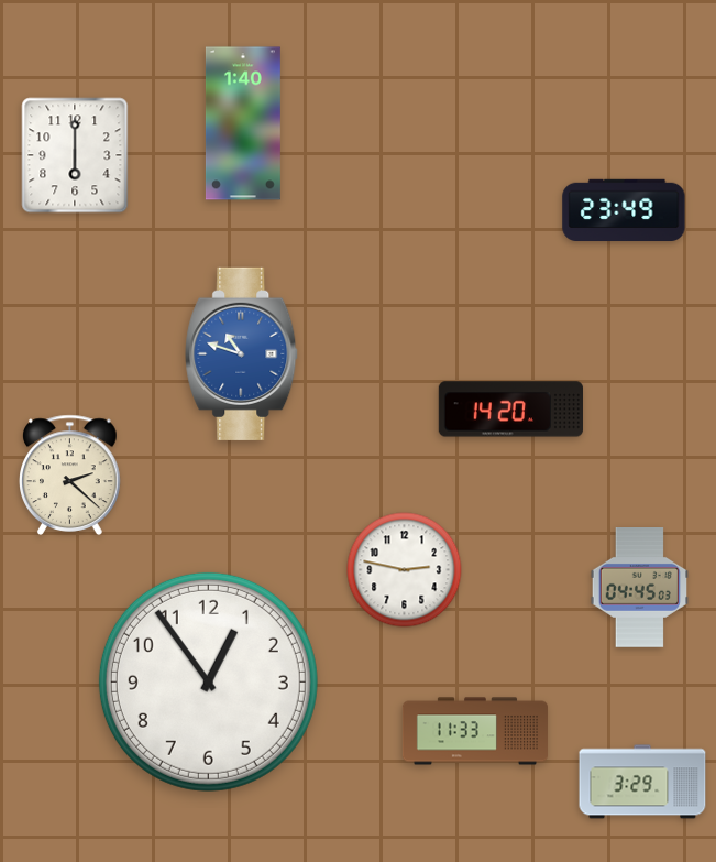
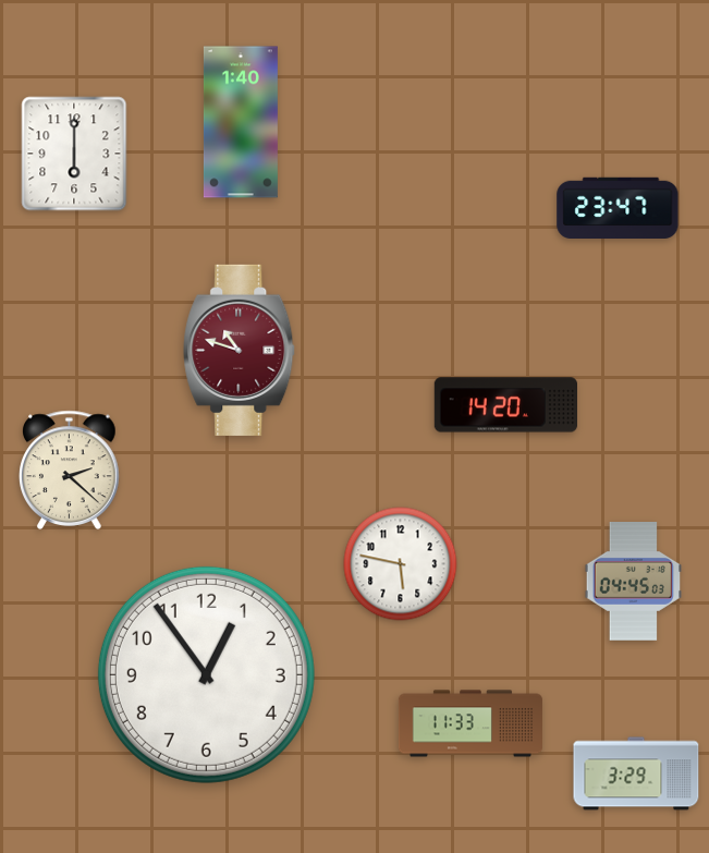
clock at (624, 209): 23:49 -> 23:47
clock at (242, 353) dial: blue -> burgundy
clock at (405, 570): 2:47 -> 5:47
